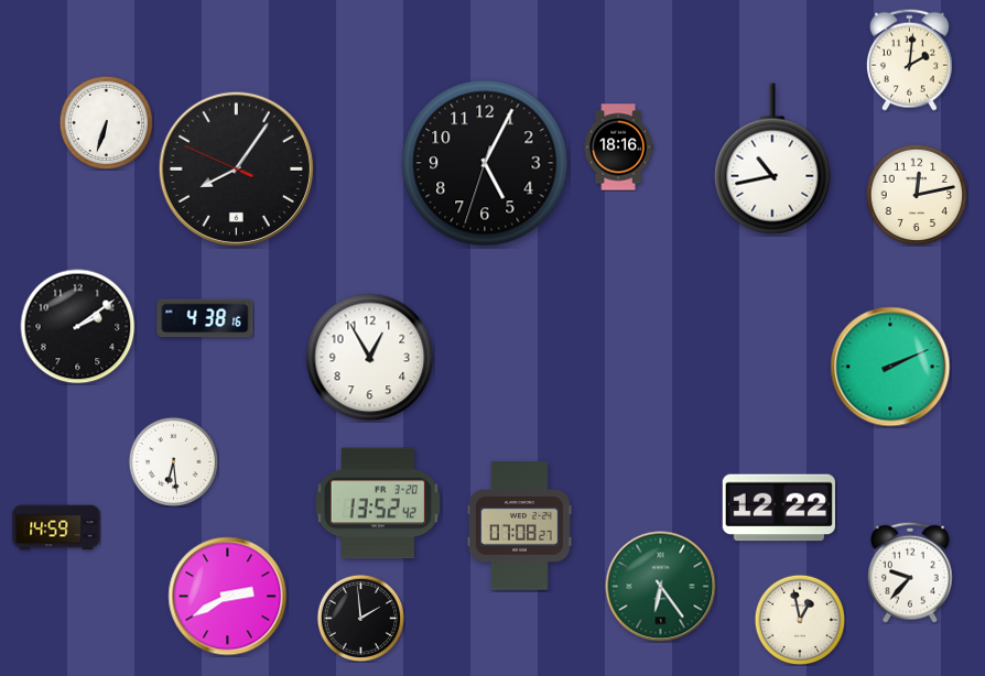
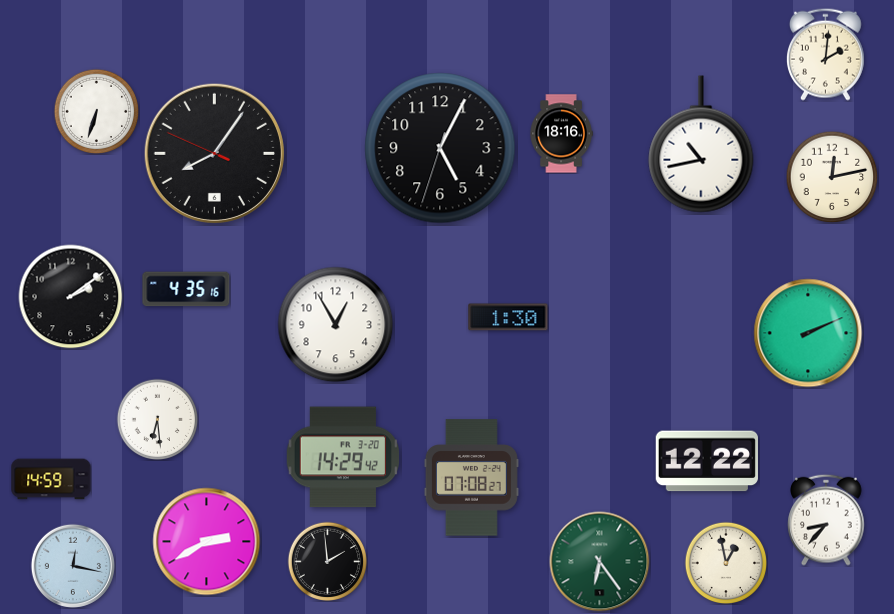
clock at (205, 318): 4:38 -> 4:35
clock at (508, 317): none -> 1:30
clock at (377, 503): 13:52 -> 14:29
clock at (910, 573): 9:37 -> 8:37
clock at (661, 587) position: (661, 587) -> (600, 562)
clock at (73, 566): none -> 12:17
